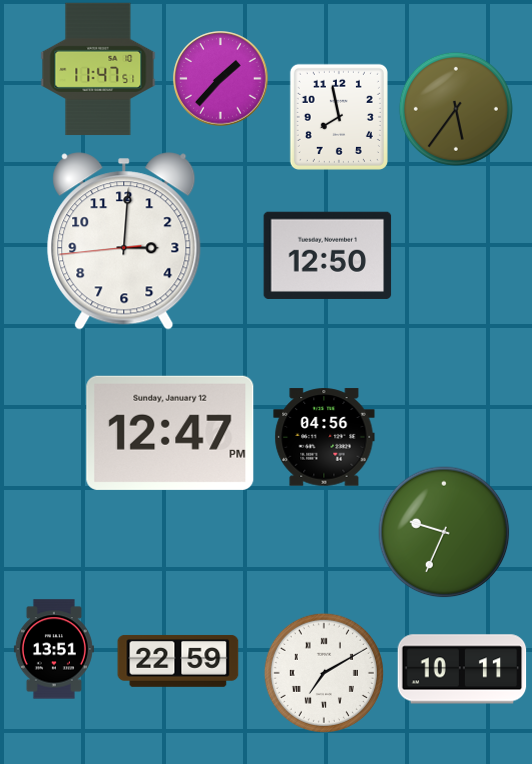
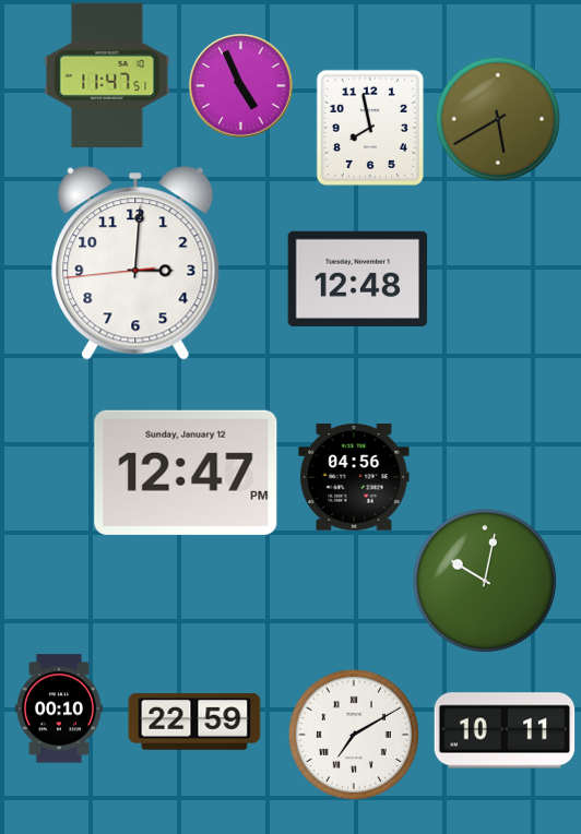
clock at (221, 79): 1:37 -> 4:56
clock at (456, 109): 5:36 -> 5:40
clock at (328, 255): 12:50 -> 12:48
clock at (444, 532): 9:34 -> 10:02
clock at (54, 649): 13:51 -> 00:10
